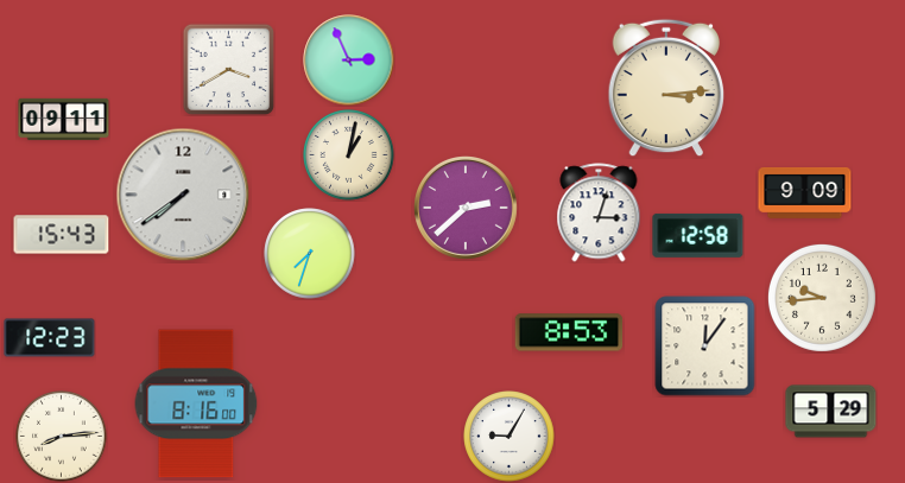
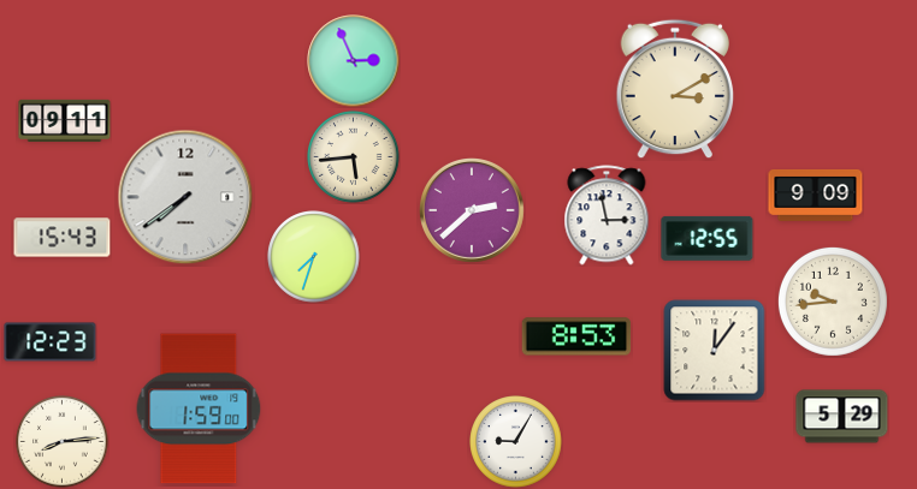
clock at (228, 69): 3:40 -> none
clock at (666, 88): 3:14 -> 3:10
clock at (349, 155): 1:02 -> 5:44
clock at (599, 212): 3:03 -> 2:58
clock at (698, 235): 12:58 -> 12:55
clock at (196, 403): 8:16 -> 1:59
